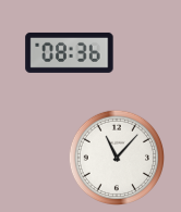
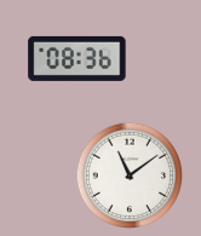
clock at (116, 157): 11:07 -> 11:09
